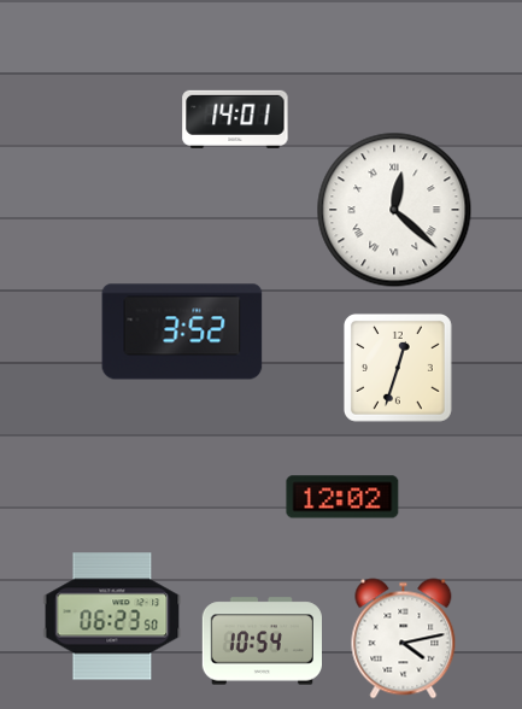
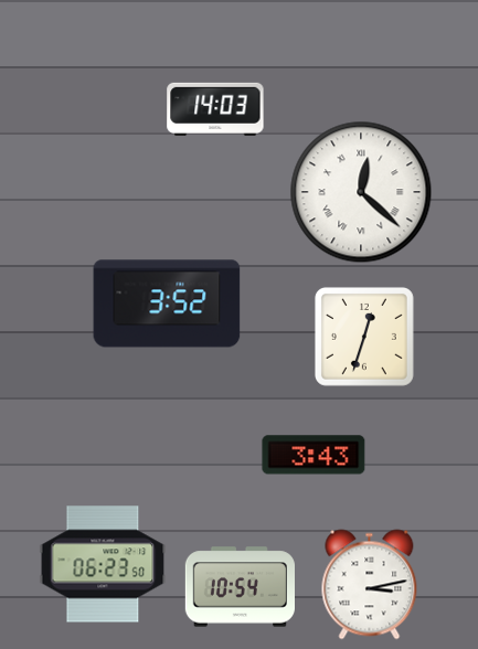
clock at (235, 119): 14:01 -> 14:03
clock at (342, 497): 12:02 -> 3:43
clock at (404, 639): 4:13 -> 3:13
